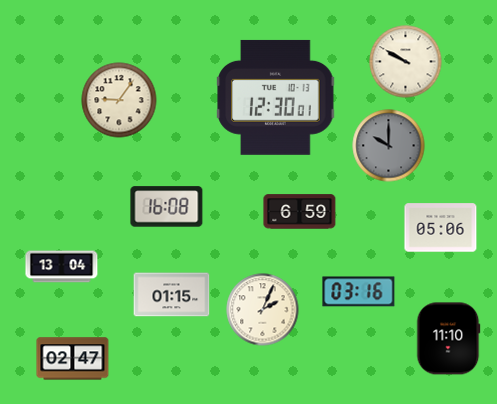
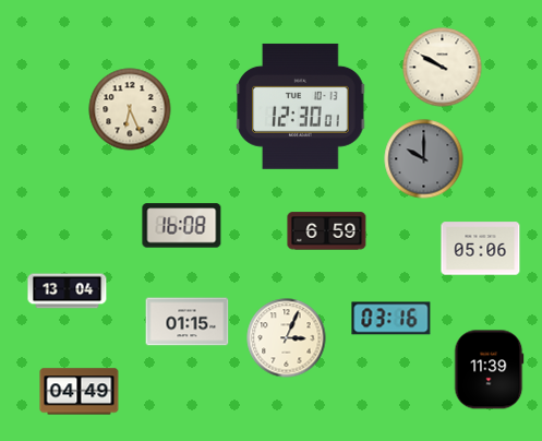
clock at (119, 100): 9:06 -> 6:26
clock at (263, 310): 2:04 -> 3:04
clock at (449, 339): 11:10 -> 11:39
clock at (73, 359): 02:47 -> 04:49
